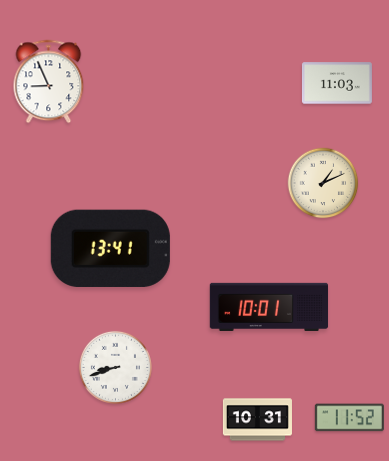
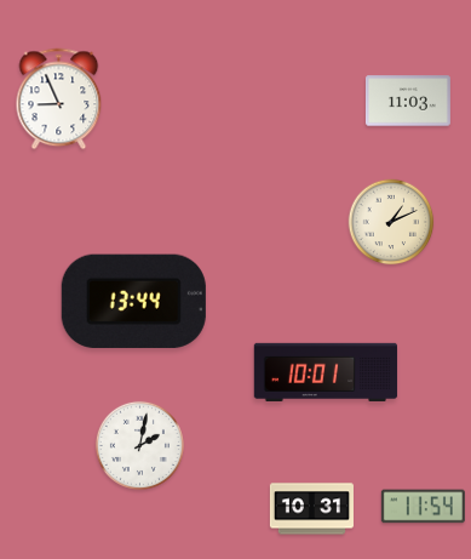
clock at (110, 248): 13:41 -> 13:44
clock at (115, 367): 8:42 -> 2:02
clock at (349, 418): 11:52 -> 11:54
